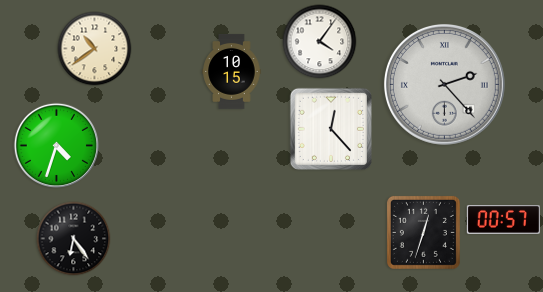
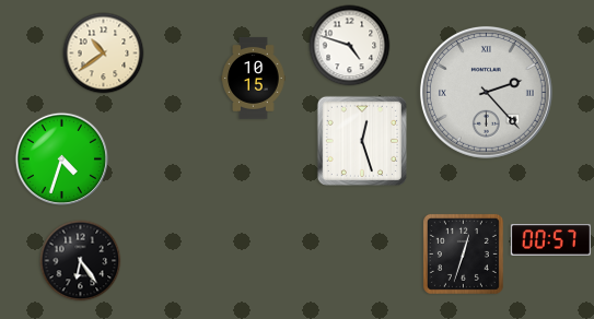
clock at (320, 42): 4:06 -> 4:48
clock at (331, 129): 12:23 -> 12:27
